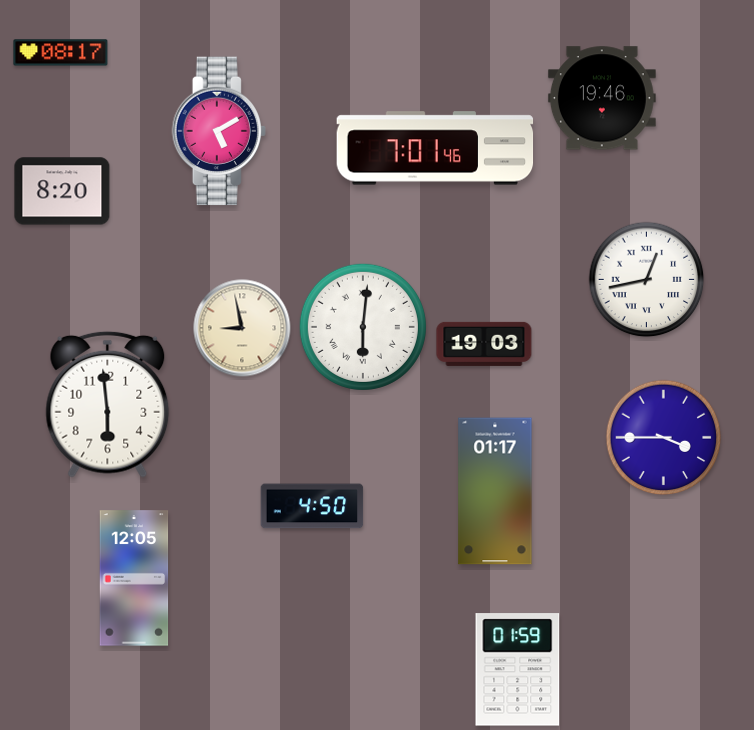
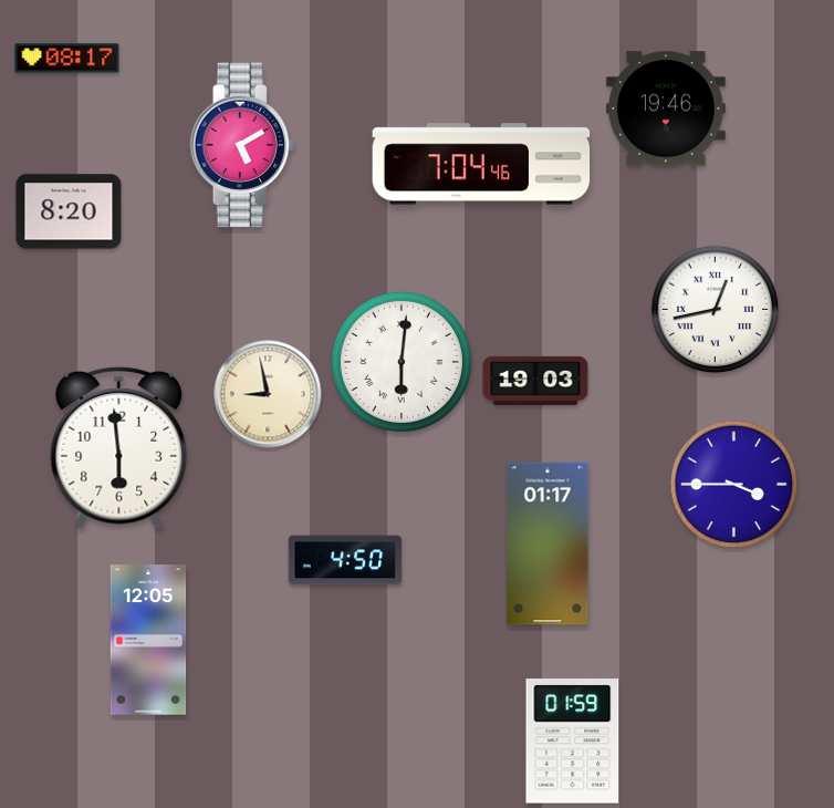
clock at (435, 148): 7:01 -> 7:04
clock at (242, 328) position: (242, 328) -> (268, 394)
